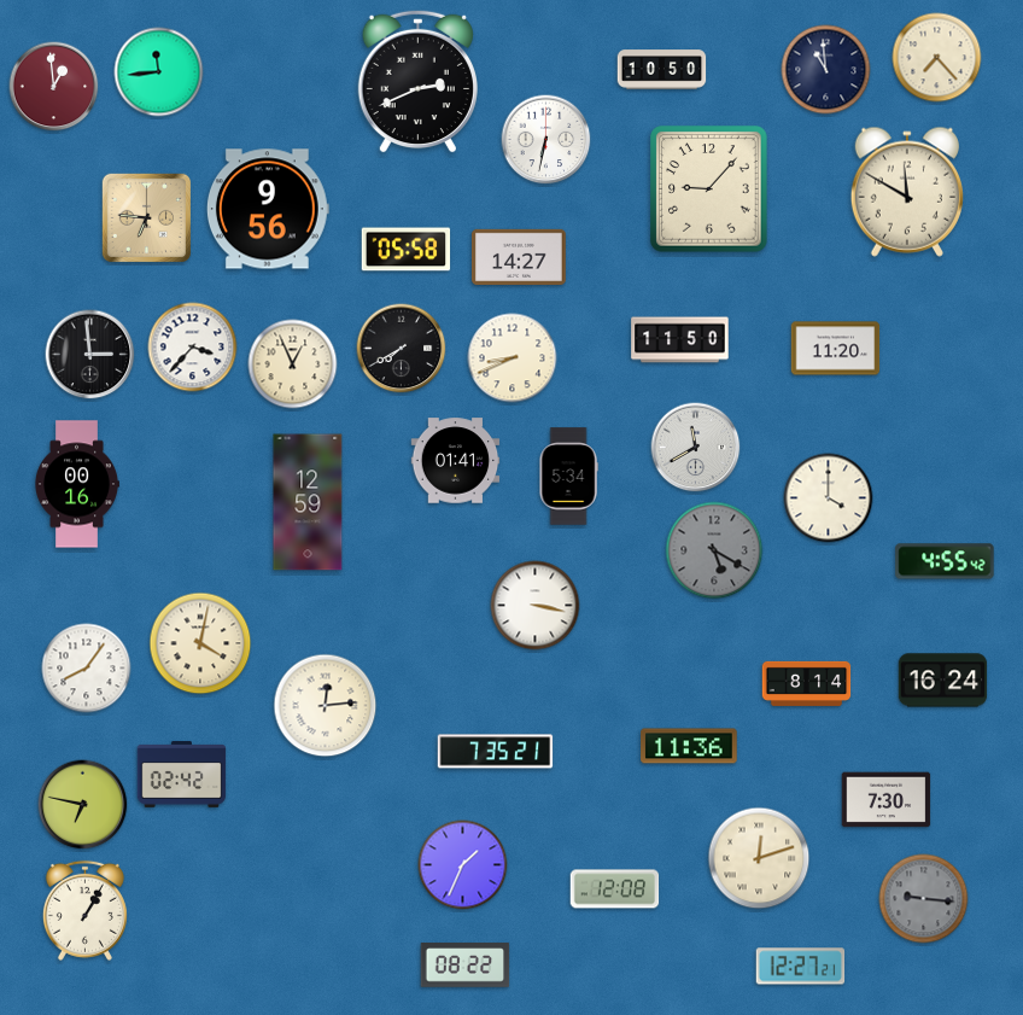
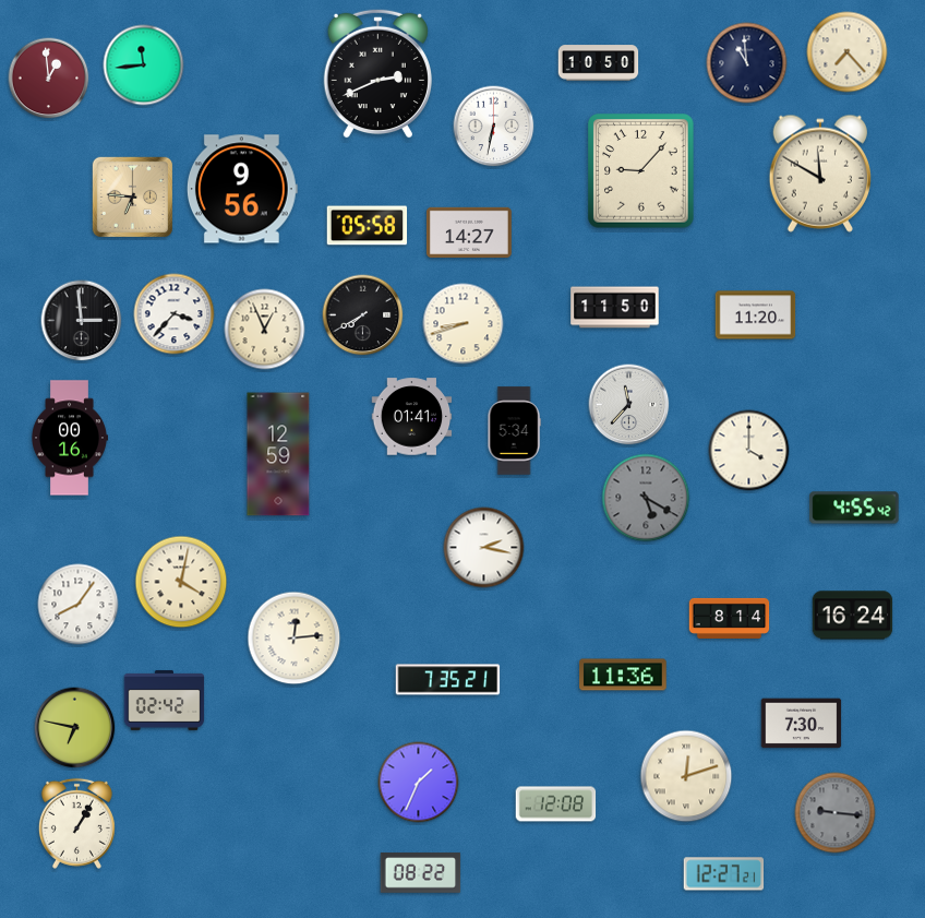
clock at (513, 358): 8:41 -> 8:42
clock at (696, 448): 11:40 -> 11:37
clock at (536, 606): 3:17 -> 2:17
